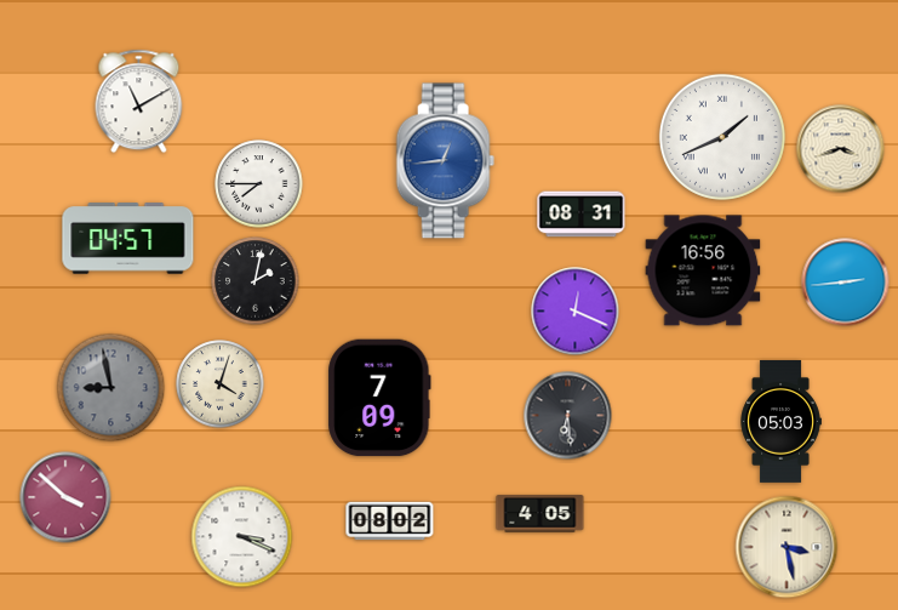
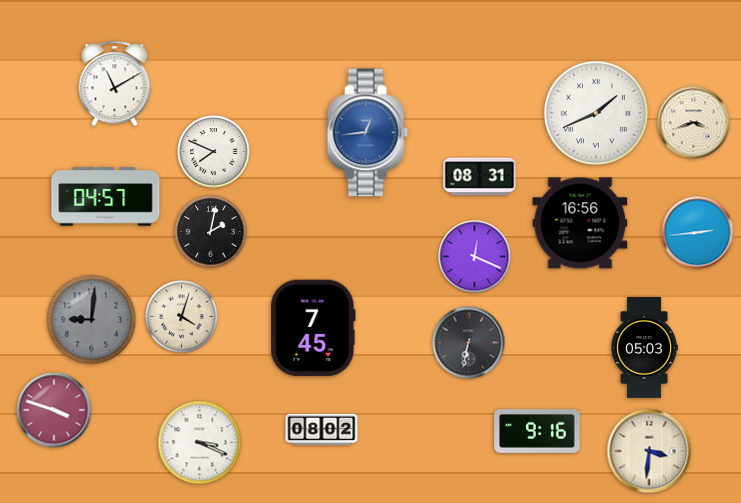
clock at (259, 184): 7:45 -> 7:49
clock at (111, 388): 8:58 -> 9:01
clock at (379, 398): 7:09 -> 7:45
clock at (568, 416): 6:29 -> 6:32
clock at (65, 497): 3:52 -> 3:48
clock at (540, 514): 4:05 -> none
clock at (537, 432): none -> 9:16
clock at (787, 547): 3:28 -> 3:31
